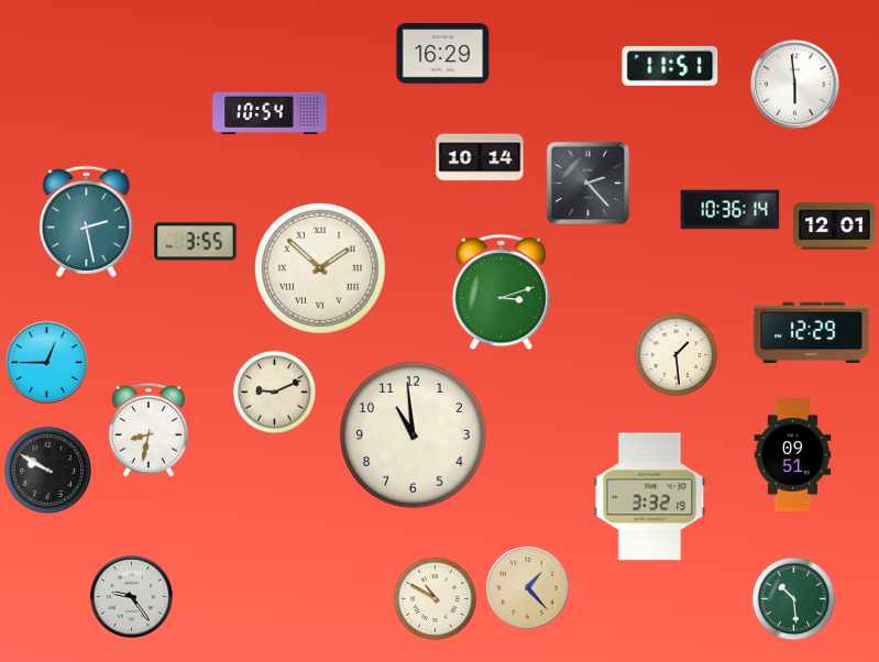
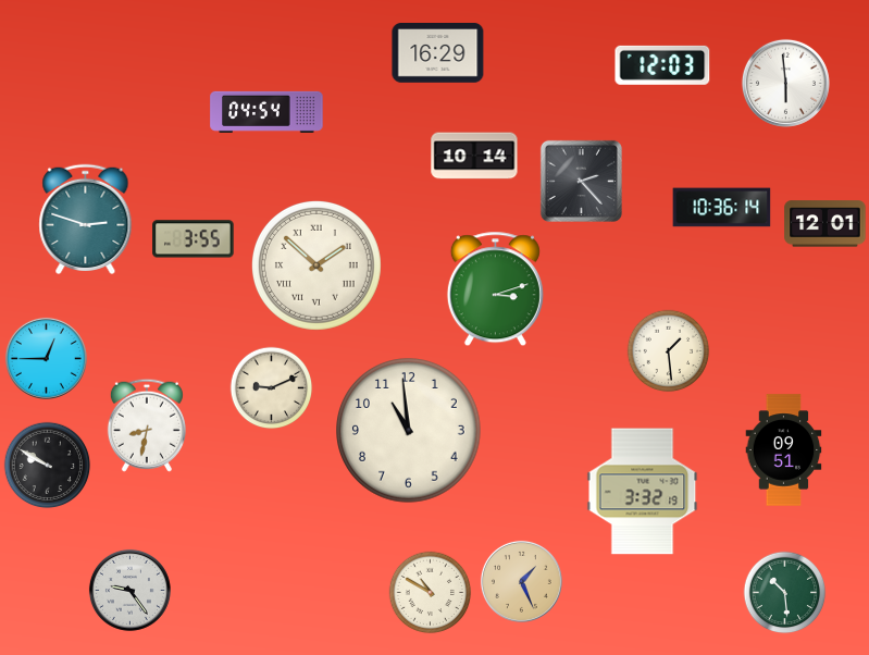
clock at (670, 66): 11:51 -> 12:03
clock at (270, 113): 10:54 -> 04:54
clock at (87, 221): 2:28 -> 2:48
clock at (812, 332): 12:29 -> none
clock at (527, 587): 1:23 -> 1:26
